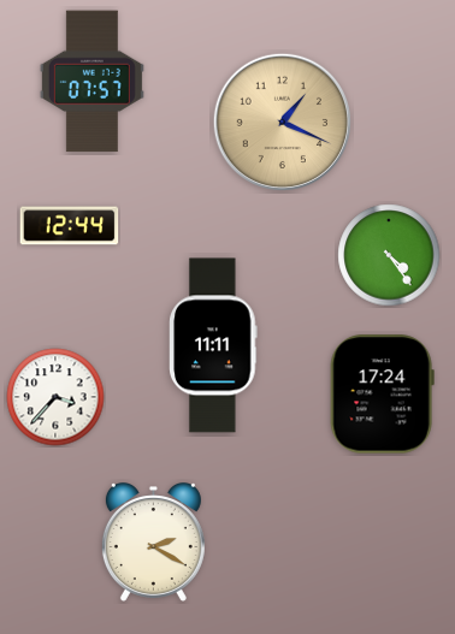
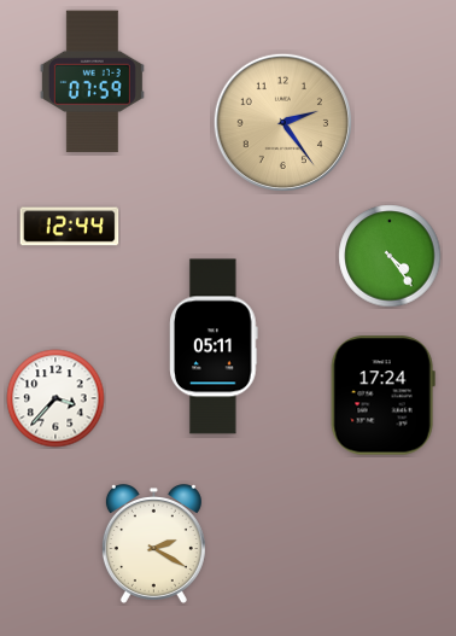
clock at (91, 82): 07:57 -> 07:59
clock at (282, 122): 1:19 -> 2:24
clock at (213, 345): 11:11 -> 05:11
